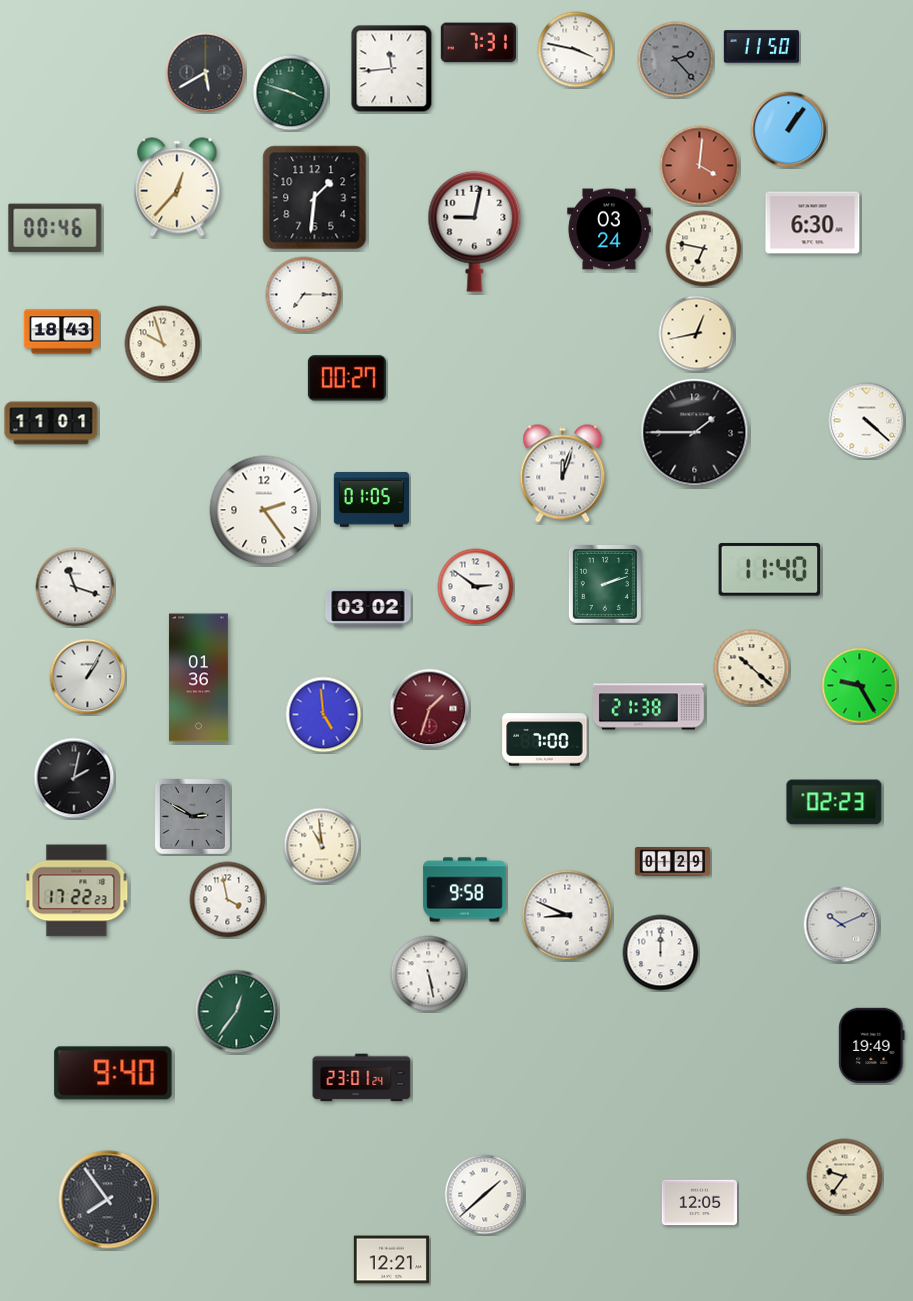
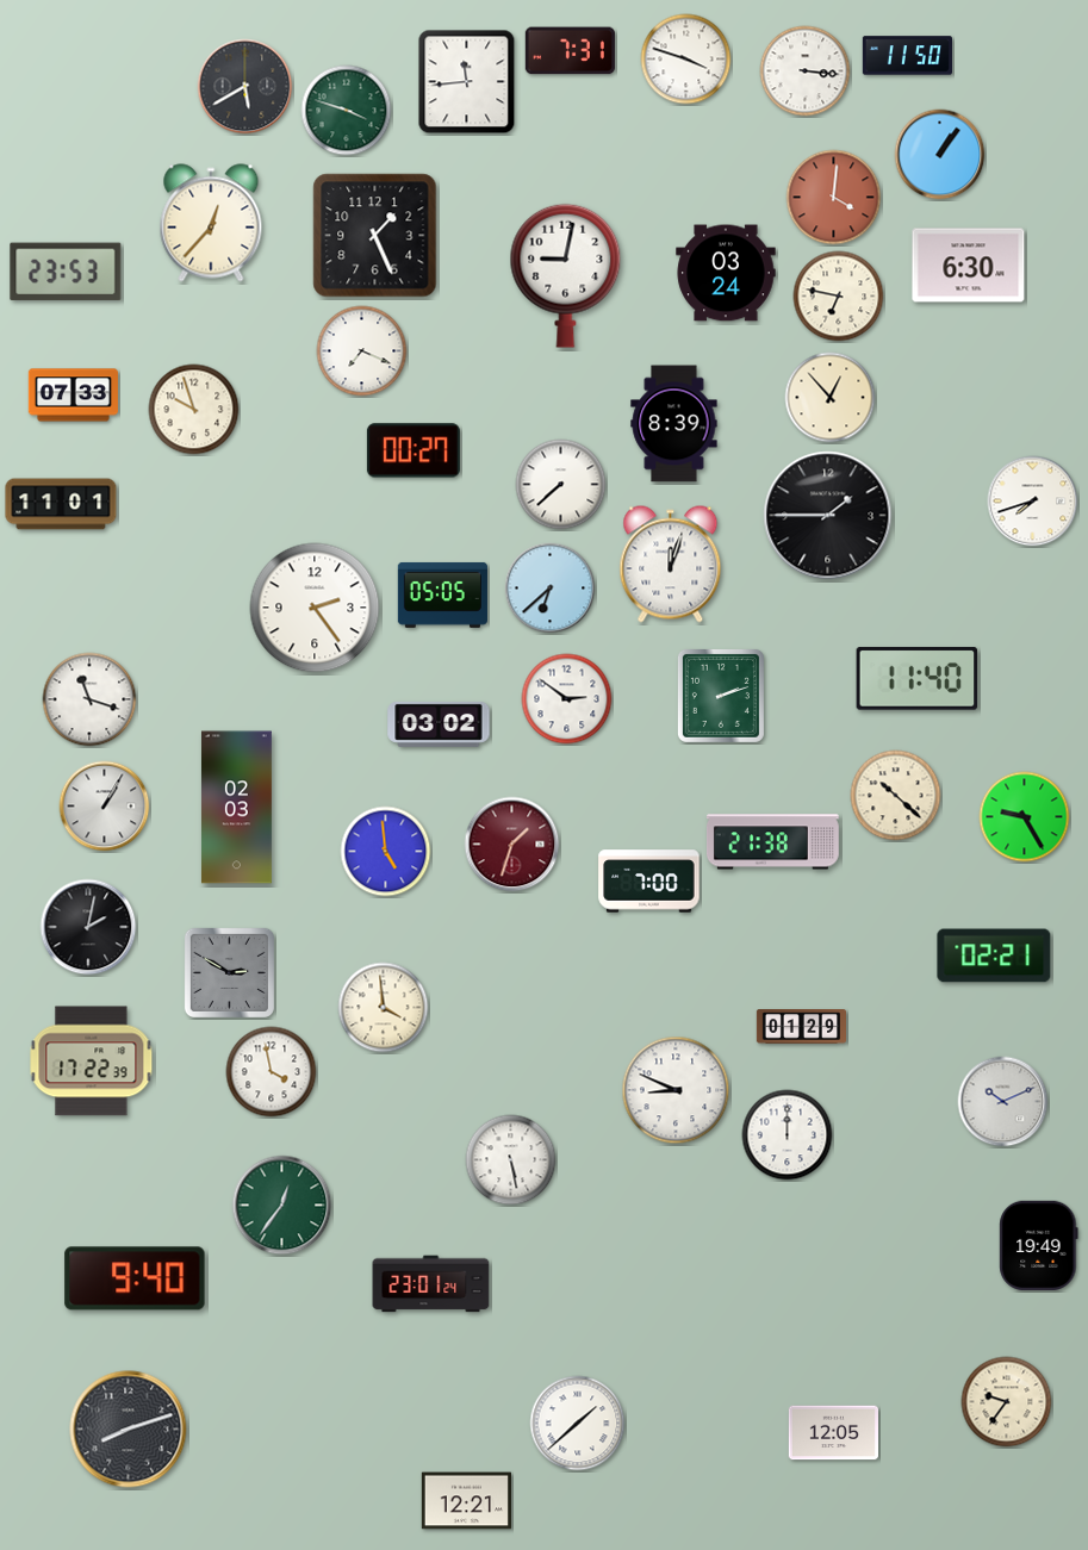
clock at (576, 50): 3:47 -> 3:48
clock at (676, 60): 2:23 -> 3:16
clock at (676, 60) dial: grey -> white
clock at (315, 198): 1:31 -> 1:26
clock at (55, 228): 00:46 -> 23:53
clock at (304, 295): 7:15 -> 7:19
clock at (61, 332): 18:43 -> 07:33
clock at (697, 334): 12:43 -> 12:53
clock at (674, 424): none -> 8:39
clock at (561, 485): none -> 7:38
clock at (867, 421): 4:22 -> 7:42
clock at (551, 589): none -> 6:38
clock at (371, 499): 01:05 -> 05:05
clock at (198, 678): 01:36 -> 02:03
clock at (834, 802): 02:23 -> 02:21
clock at (322, 846): 10:59 -> 3:59
clock at (465, 890): 9:58 -> none
clock at (77, 891): 17:22:23 -> 17:22:39
clock at (108, 1200): 7:54 -> 8:12
